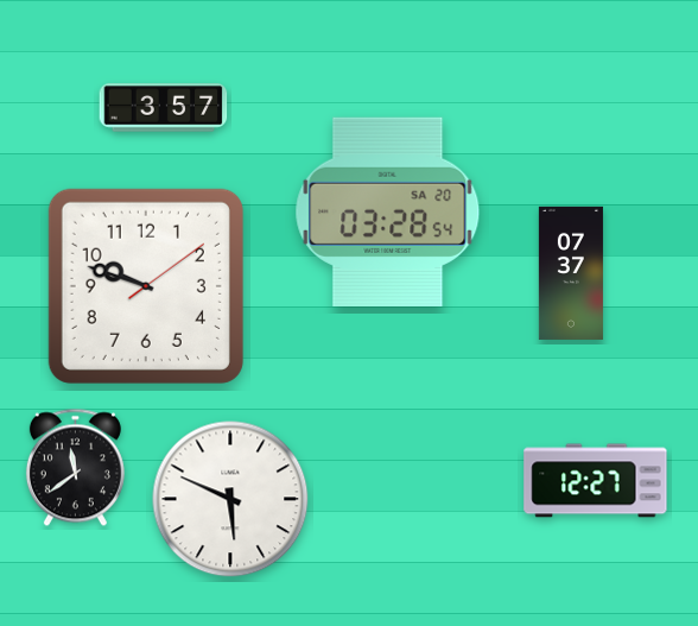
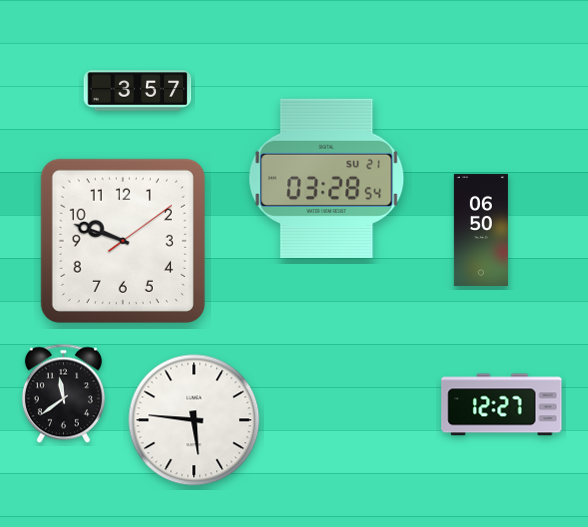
clock at (388, 211) date: SA 20 -> SU 21
clock at (571, 273): 07:37 -> 06:50
clock at (230, 499): 5:49 -> 5:46
